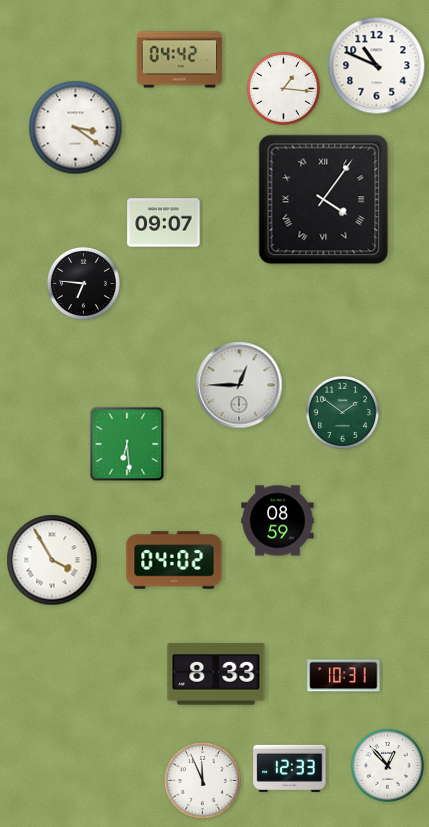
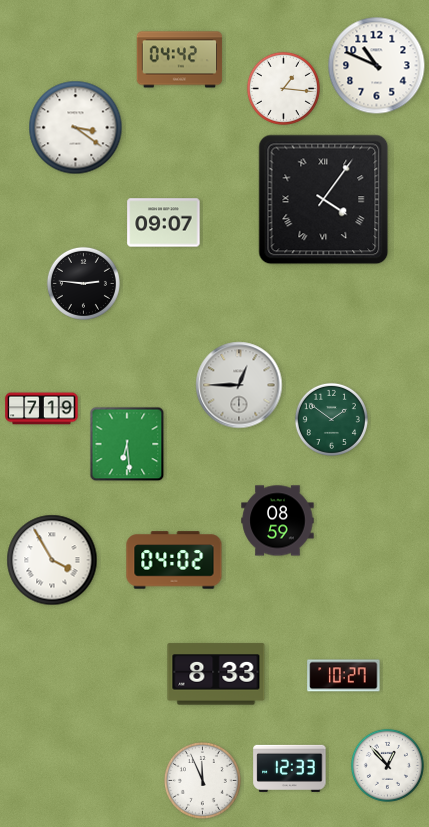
clock at (83, 283): 6:46 -> 2:46
clock at (42, 409): none -> 7:19
clock at (342, 412) position: (342, 412) -> (331, 419)
clock at (344, 676): 10:31 -> 10:27
